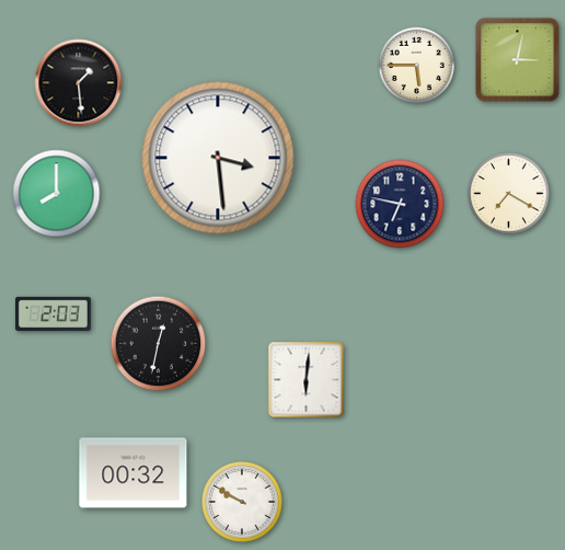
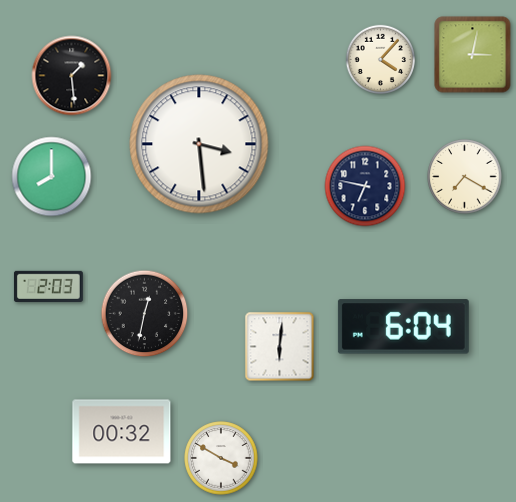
clock at (416, 65): 5:45 -> 4:07
clock at (403, 327): none -> 6:04
clock at (242, 502): 9:50 -> 3:50
